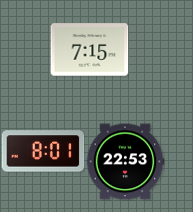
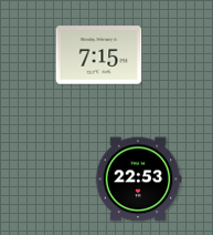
clock at (43, 151): 8:01 -> none
